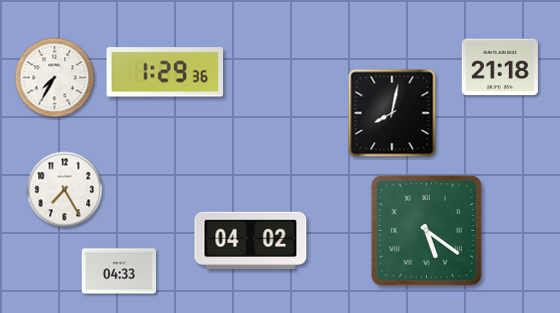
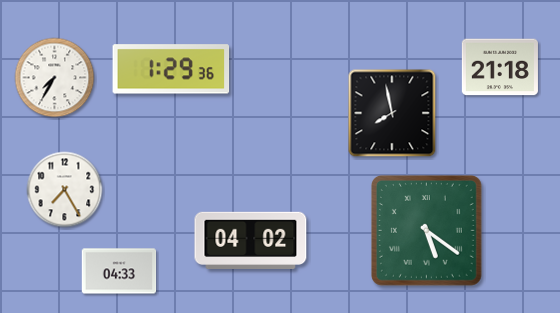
clock at (165, 72) position: (165, 72) -> (171, 69)
clock at (392, 113): 8:02 -> 7:58
